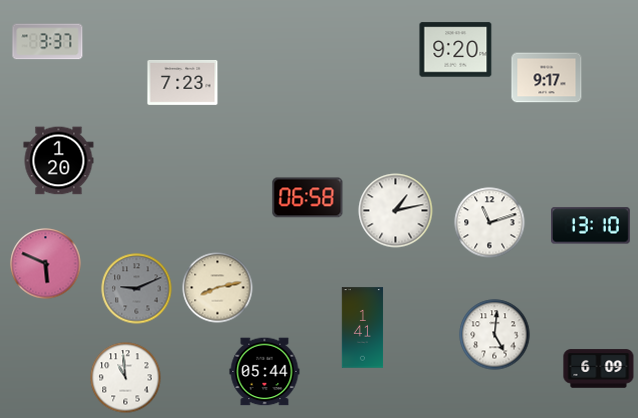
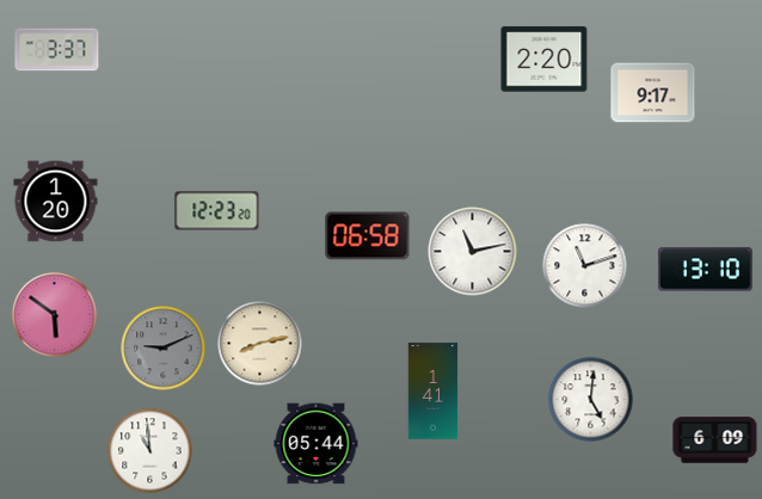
clock at (456, 50): 9:20 -> 2:20
clock at (183, 82): 7:23 -> none
clock at (59, 161) position: (59, 161) -> (56, 202)
clock at (217, 211): none -> 12:23
clock at (396, 211): 1:13 -> 11:13
clock at (46, 264): 5:49 -> 5:51
clock at (137, 289) position: (137, 289) -> (164, 349)
